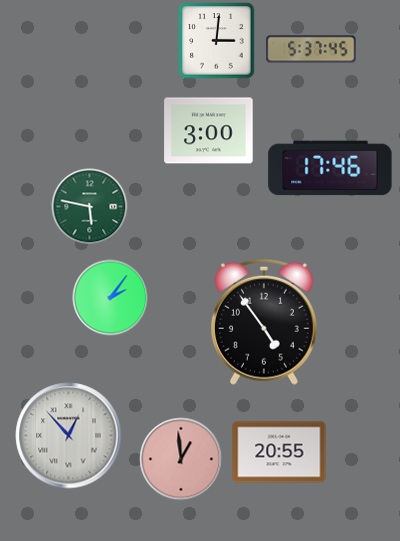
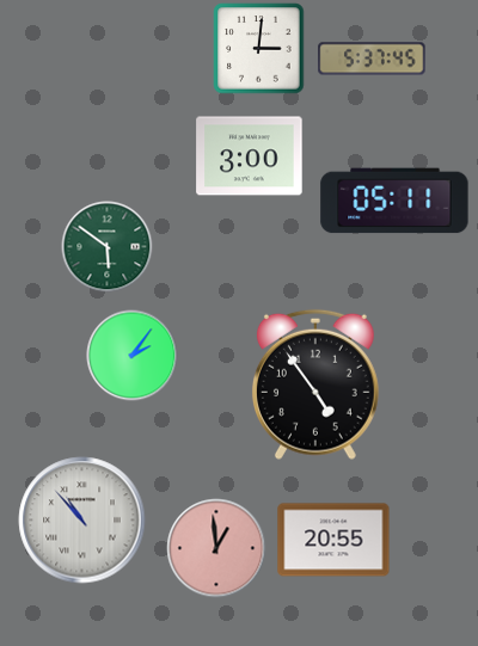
clock at (330, 168): 17:46 -> 05:11
clock at (90, 207): 5:47 -> 5:51
clock at (69, 436): 12:53 -> 10:53
